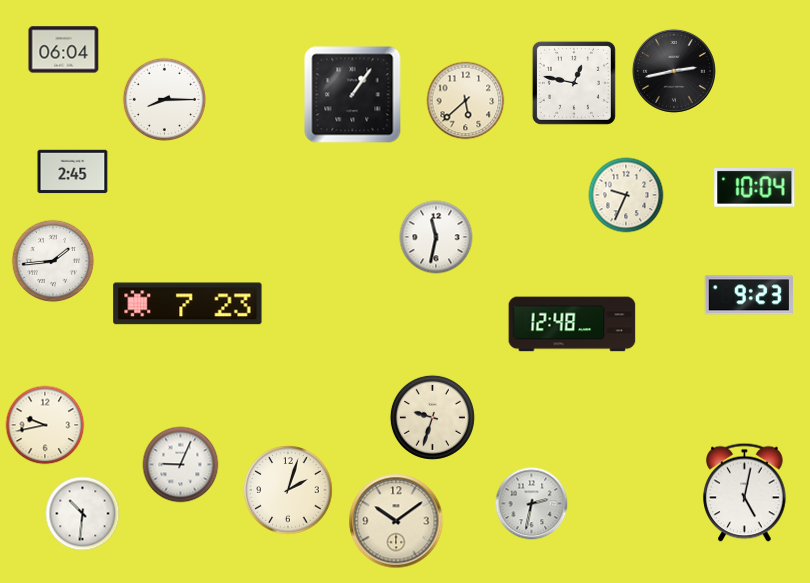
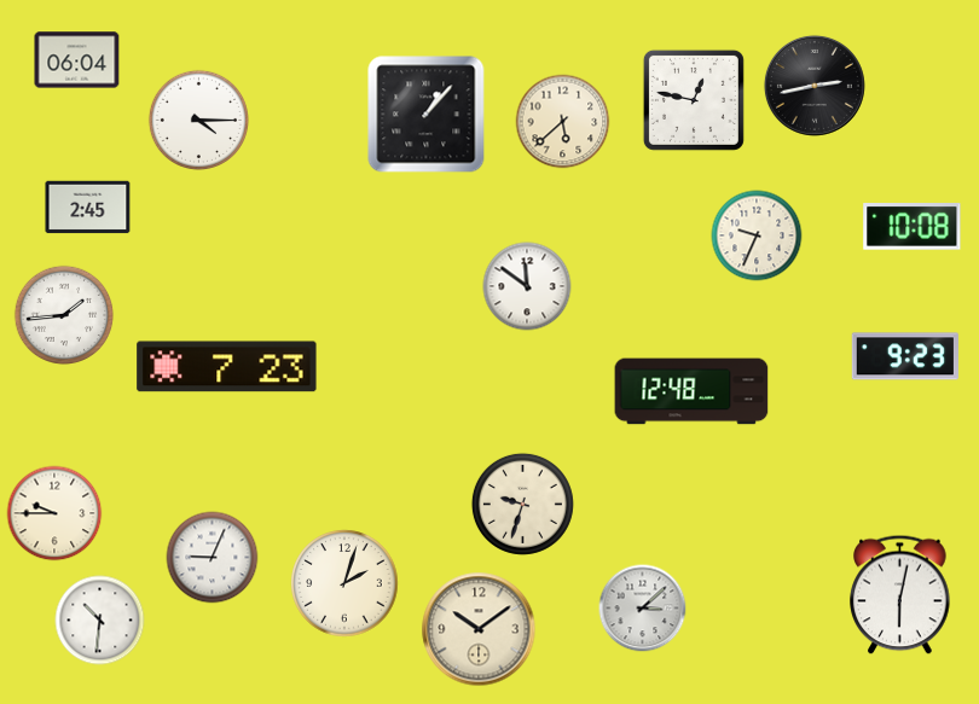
clock at (353, 95): 1:06 -> 1:07
clock at (164, 99): 8:15 -> 4:15
clock at (755, 188): 10:04 -> 10:08
clock at (436, 237): 11:32 -> 11:51
clock at (45, 425): 9:43 -> 9:45
clock at (181, 465) position: (181, 465) -> (213, 558)
clock at (288, 490) position: (288, 490) -> (344, 583)
clock at (745, 493): 5:02 -> 6:02
clock at (532, 504): 2:32 -> 3:08
